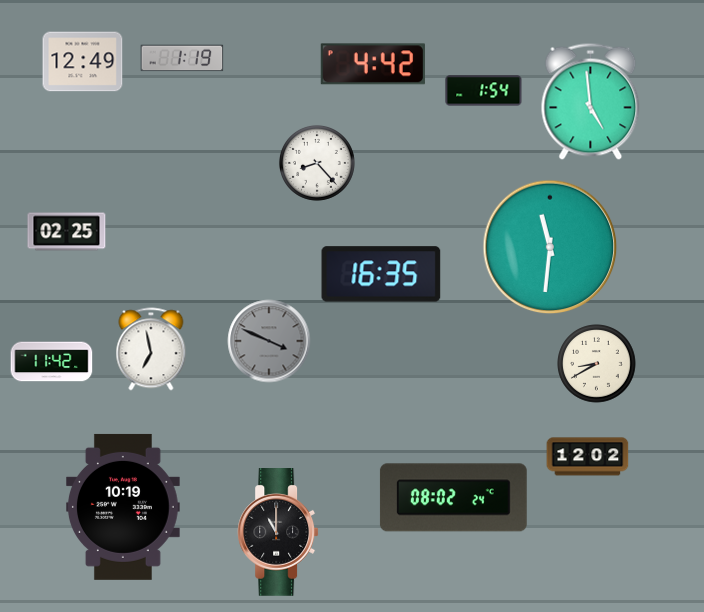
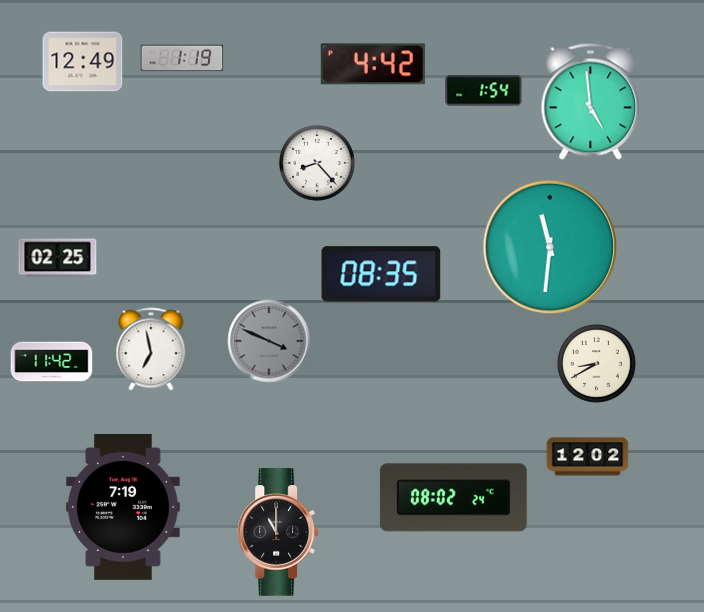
clock at (67, 232) position: (67, 232) -> (58, 258)
clock at (381, 274): 16:35 -> 08:35
clock at (124, 507): 10:19 -> 7:19
